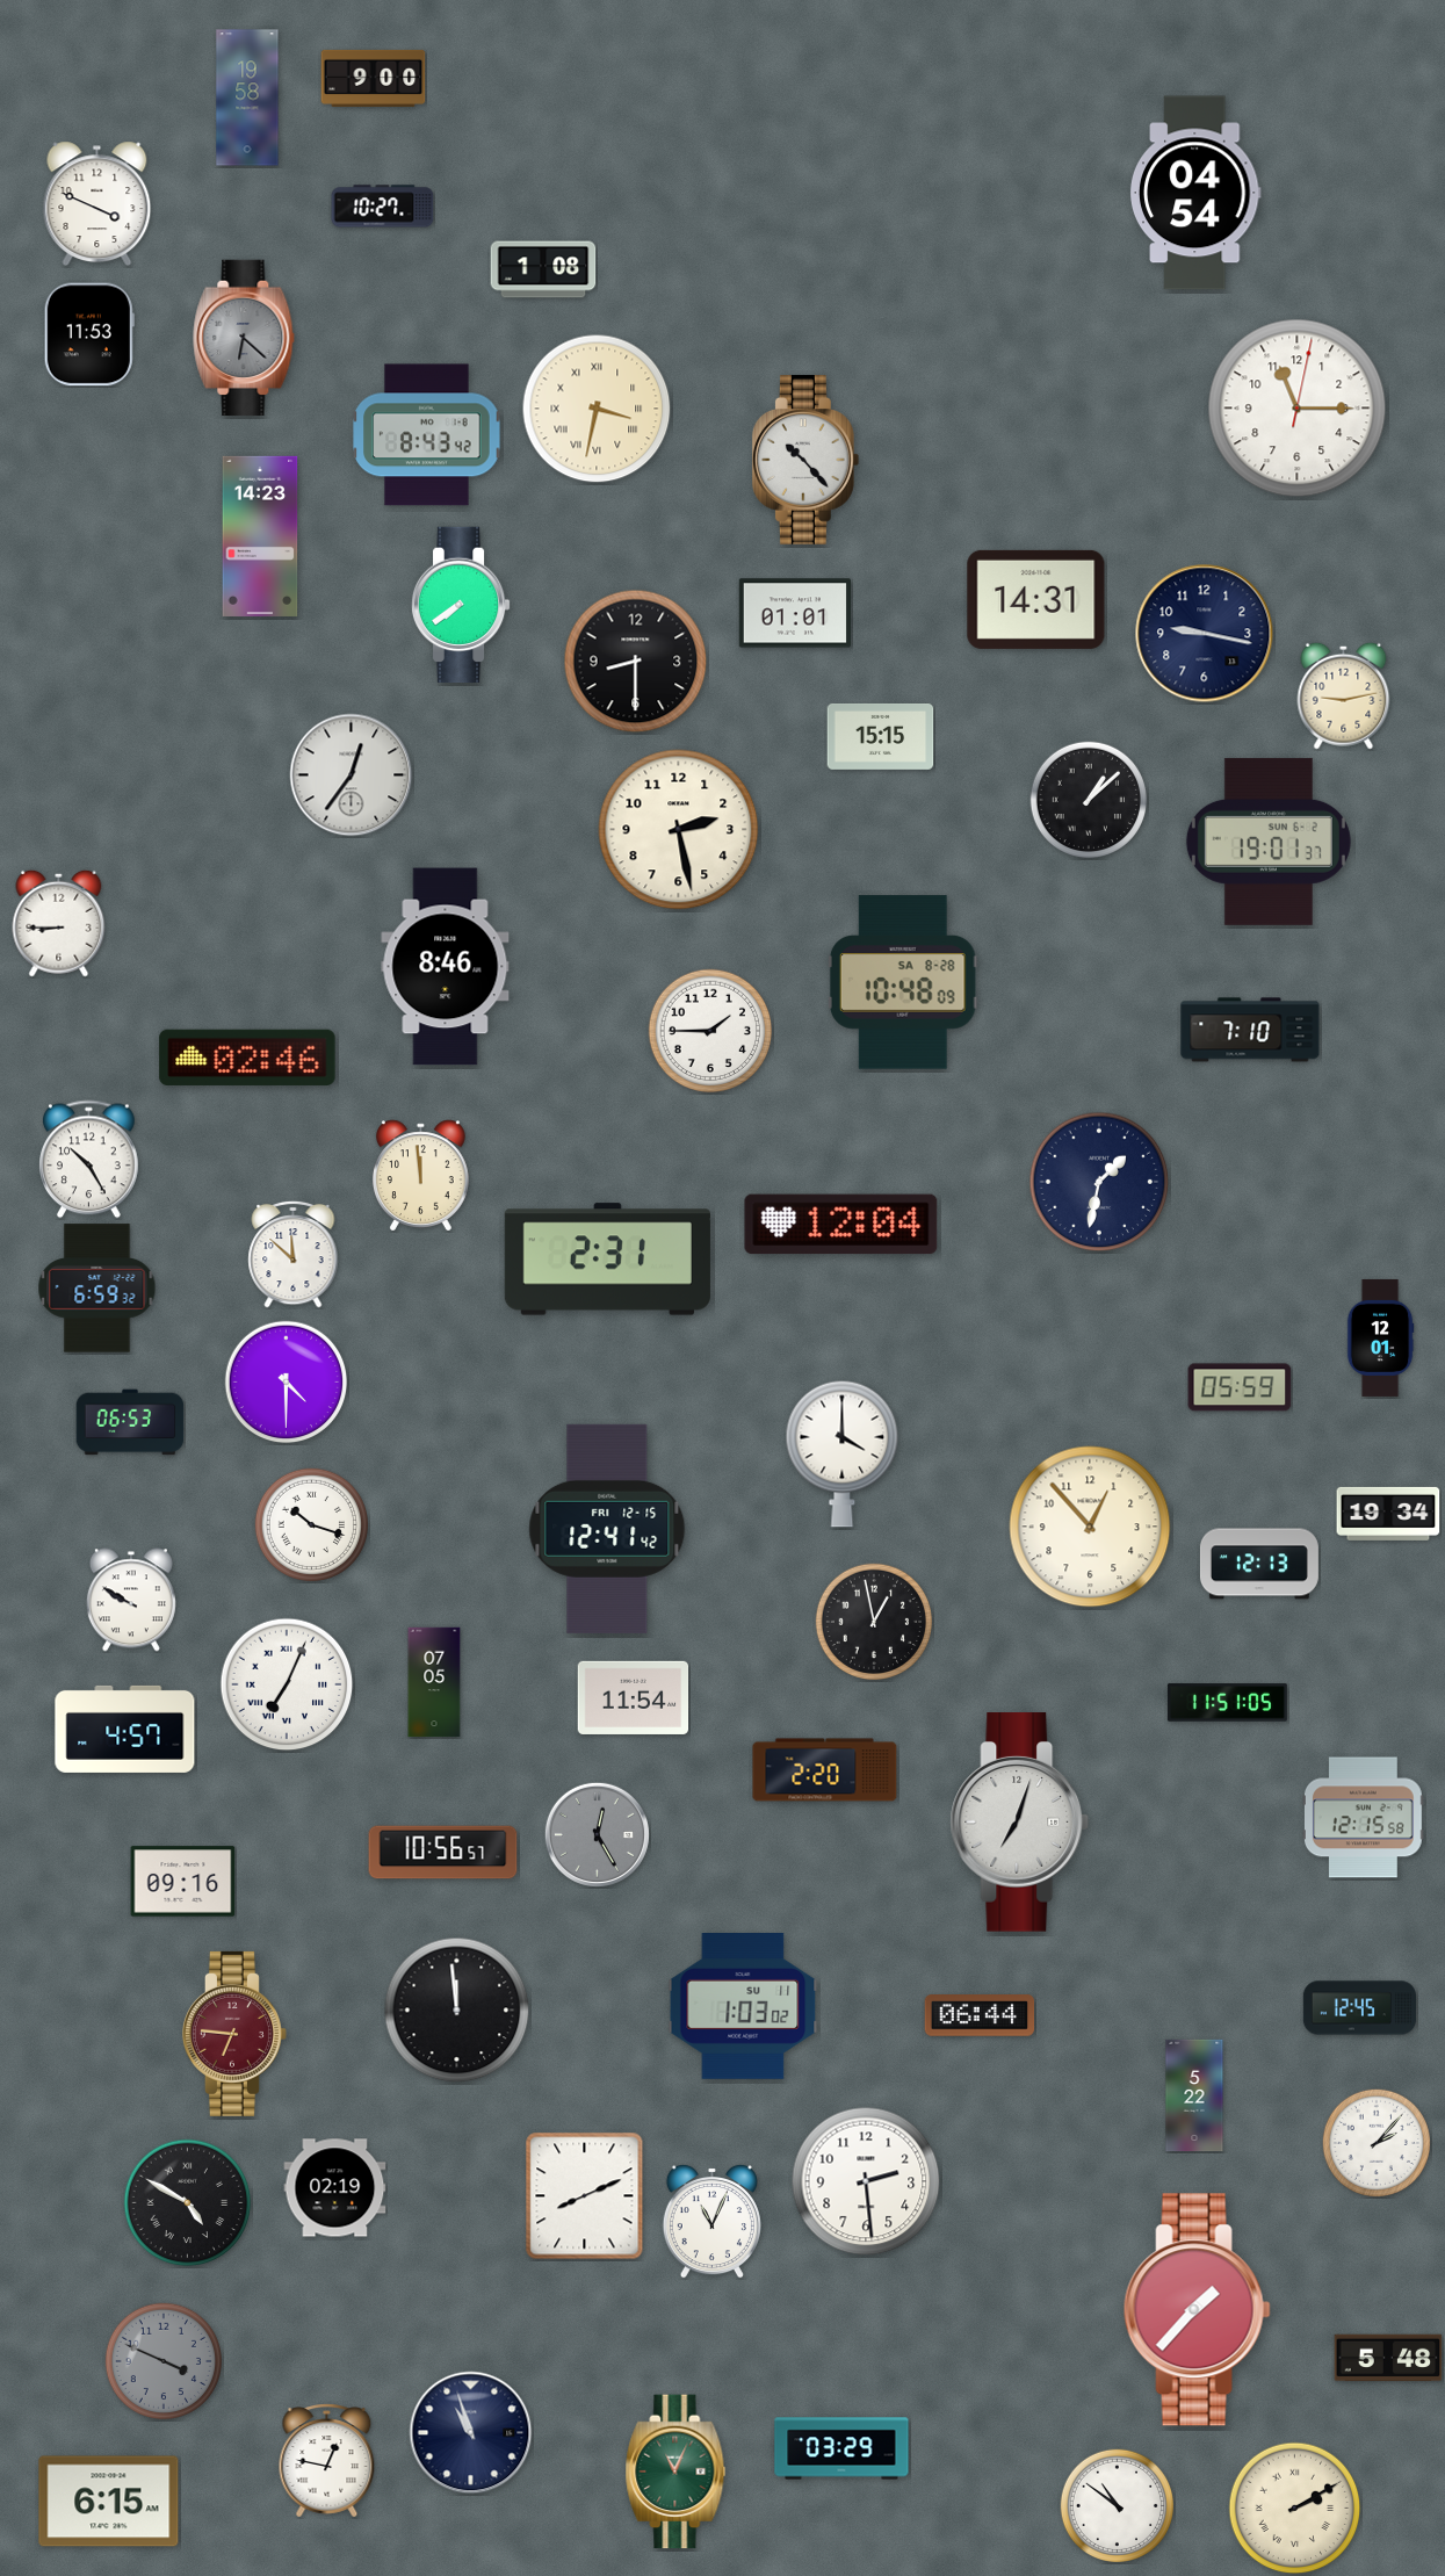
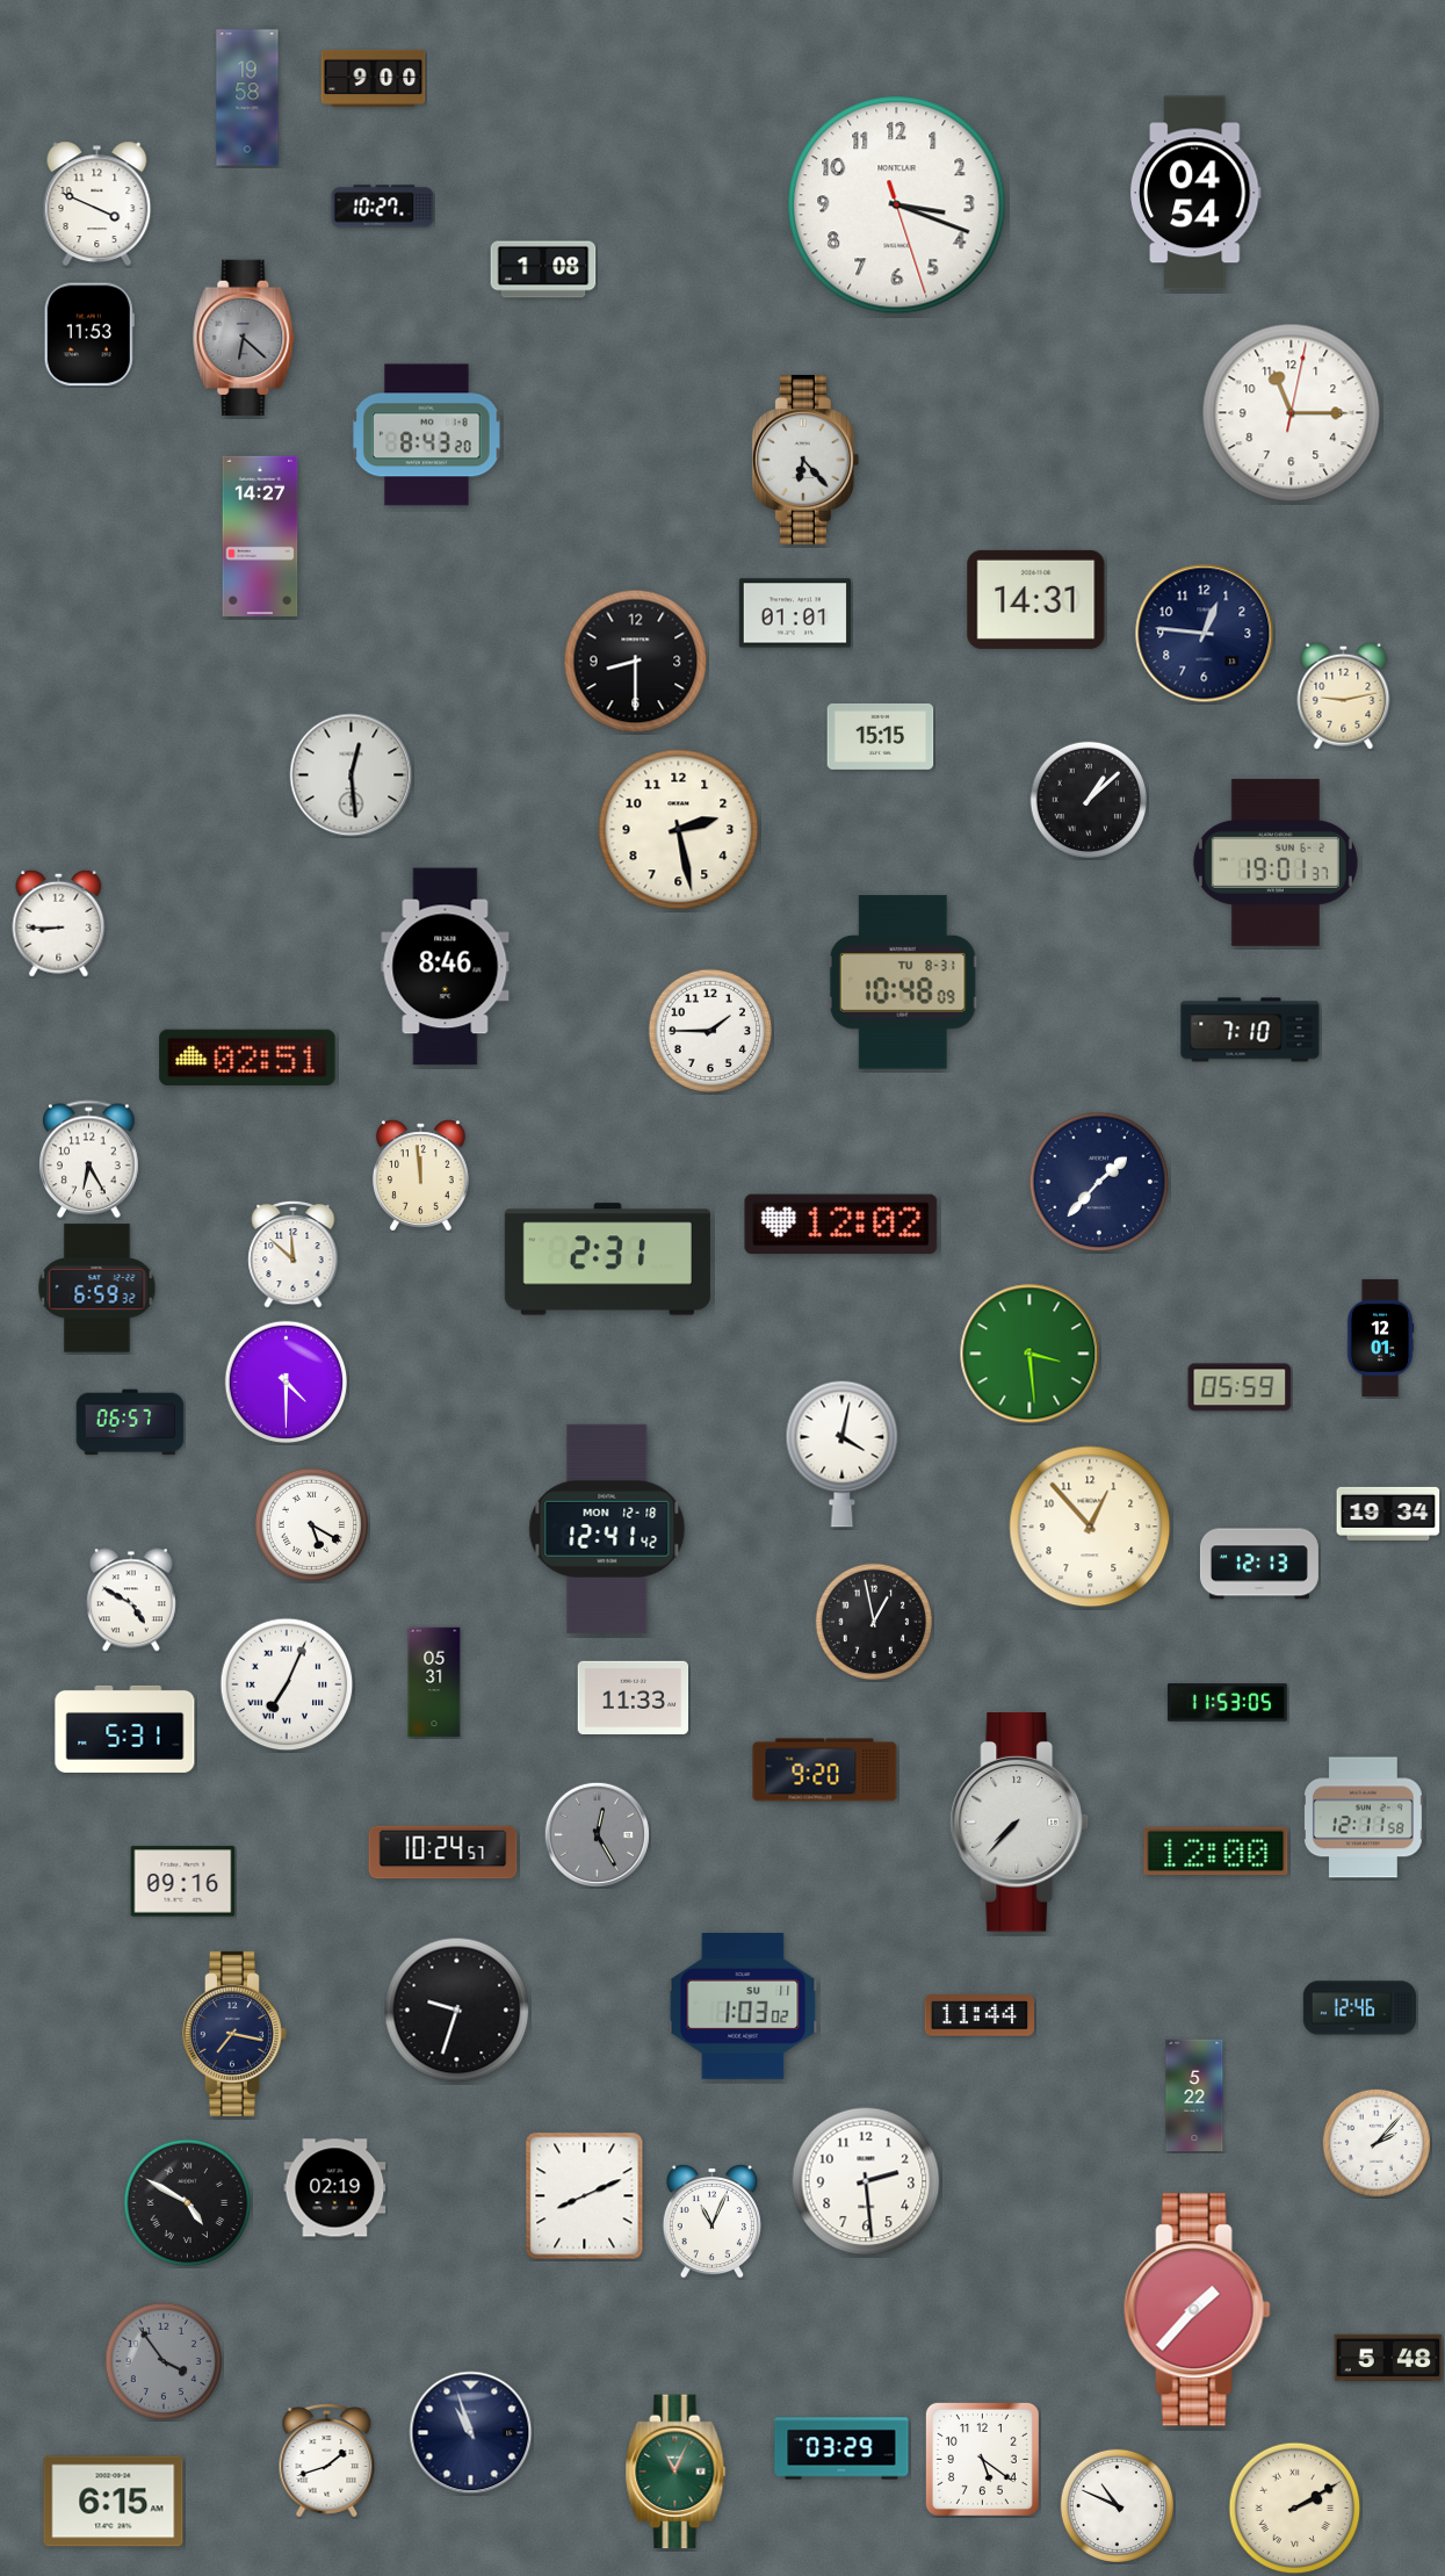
clock at (897, 205): none -> 3:18
clock at (597, 409): 3:32 -> none
clock at (1298, 409) position: (1298, 409) -> (1292, 413)
clock at (427, 435): 8:43:42 -> 8:43:20
clock at (805, 460): 10:23 -> 6:23
clock at (260, 536): 14:23 -> 14:27
clock at (461, 605): 7:39 -> none
clock at (1205, 634): 9:17 -> 12:46
clock at (352, 775): 12:36 -> 12:29
clock at (1269, 842) position: (1269, 842) -> (1276, 863)
clock at (903, 982) date: SA 8-28 -> TU 8-31
clock at (247, 1058): 02:46 -> 02:51
clock at (89, 1160): 10:25 -> 6:25
clock at (1099, 1182): 1:32 -> 1:37
clock at (841, 1225): 12:04 -> 12:02
clock at (1029, 1354): none -> 3:29
clock at (130, 1422): 06:53 -> 06:57
clock at (843, 1453): 4:00 -> 4:02
clock at (311, 1524): 10:18 -> 5:20
clock at (607, 1529) date: FRI 12-15 -> MON 12-18
clock at (131, 1600): 9:50 -> 4:50
clock at (434, 1682): 07:05 -> 05:31
clock at (634, 1697): 11:54 -> 11:33
clock at (1227, 1703): 11:51 -> 11:53
clock at (125, 1729): 4:57 -> 5:31
clock at (825, 1770): 2:20 -> 9:20
clock at (1363, 1818): 12:15 -> 12:11
clock at (1020, 1823): 7:03 -> 7:37
clock at (1216, 1852): none -> 12:00
clock at (443, 1853): 10:56 -> 10:24
clock at (1359, 2008): 12:45 -> 12:46
clock at (457, 2011): 11:59 -> 9:33
clock at (980, 2016): 06:44 -> 11:44
clock at (234, 2034): 6:46 -> 7:17
clock at (234, 2034) dial: burgundy -> navy
clock at (164, 2361): 3:49 -> 3:54
clock at (982, 2459): none -> 5:21
clock at (327, 2461): 12:47 -> 1:42
clock at (109, 2502) position: (109, 2502) -> (114, 2502)
clock at (1117, 2505): 10:51 -> 10:49
